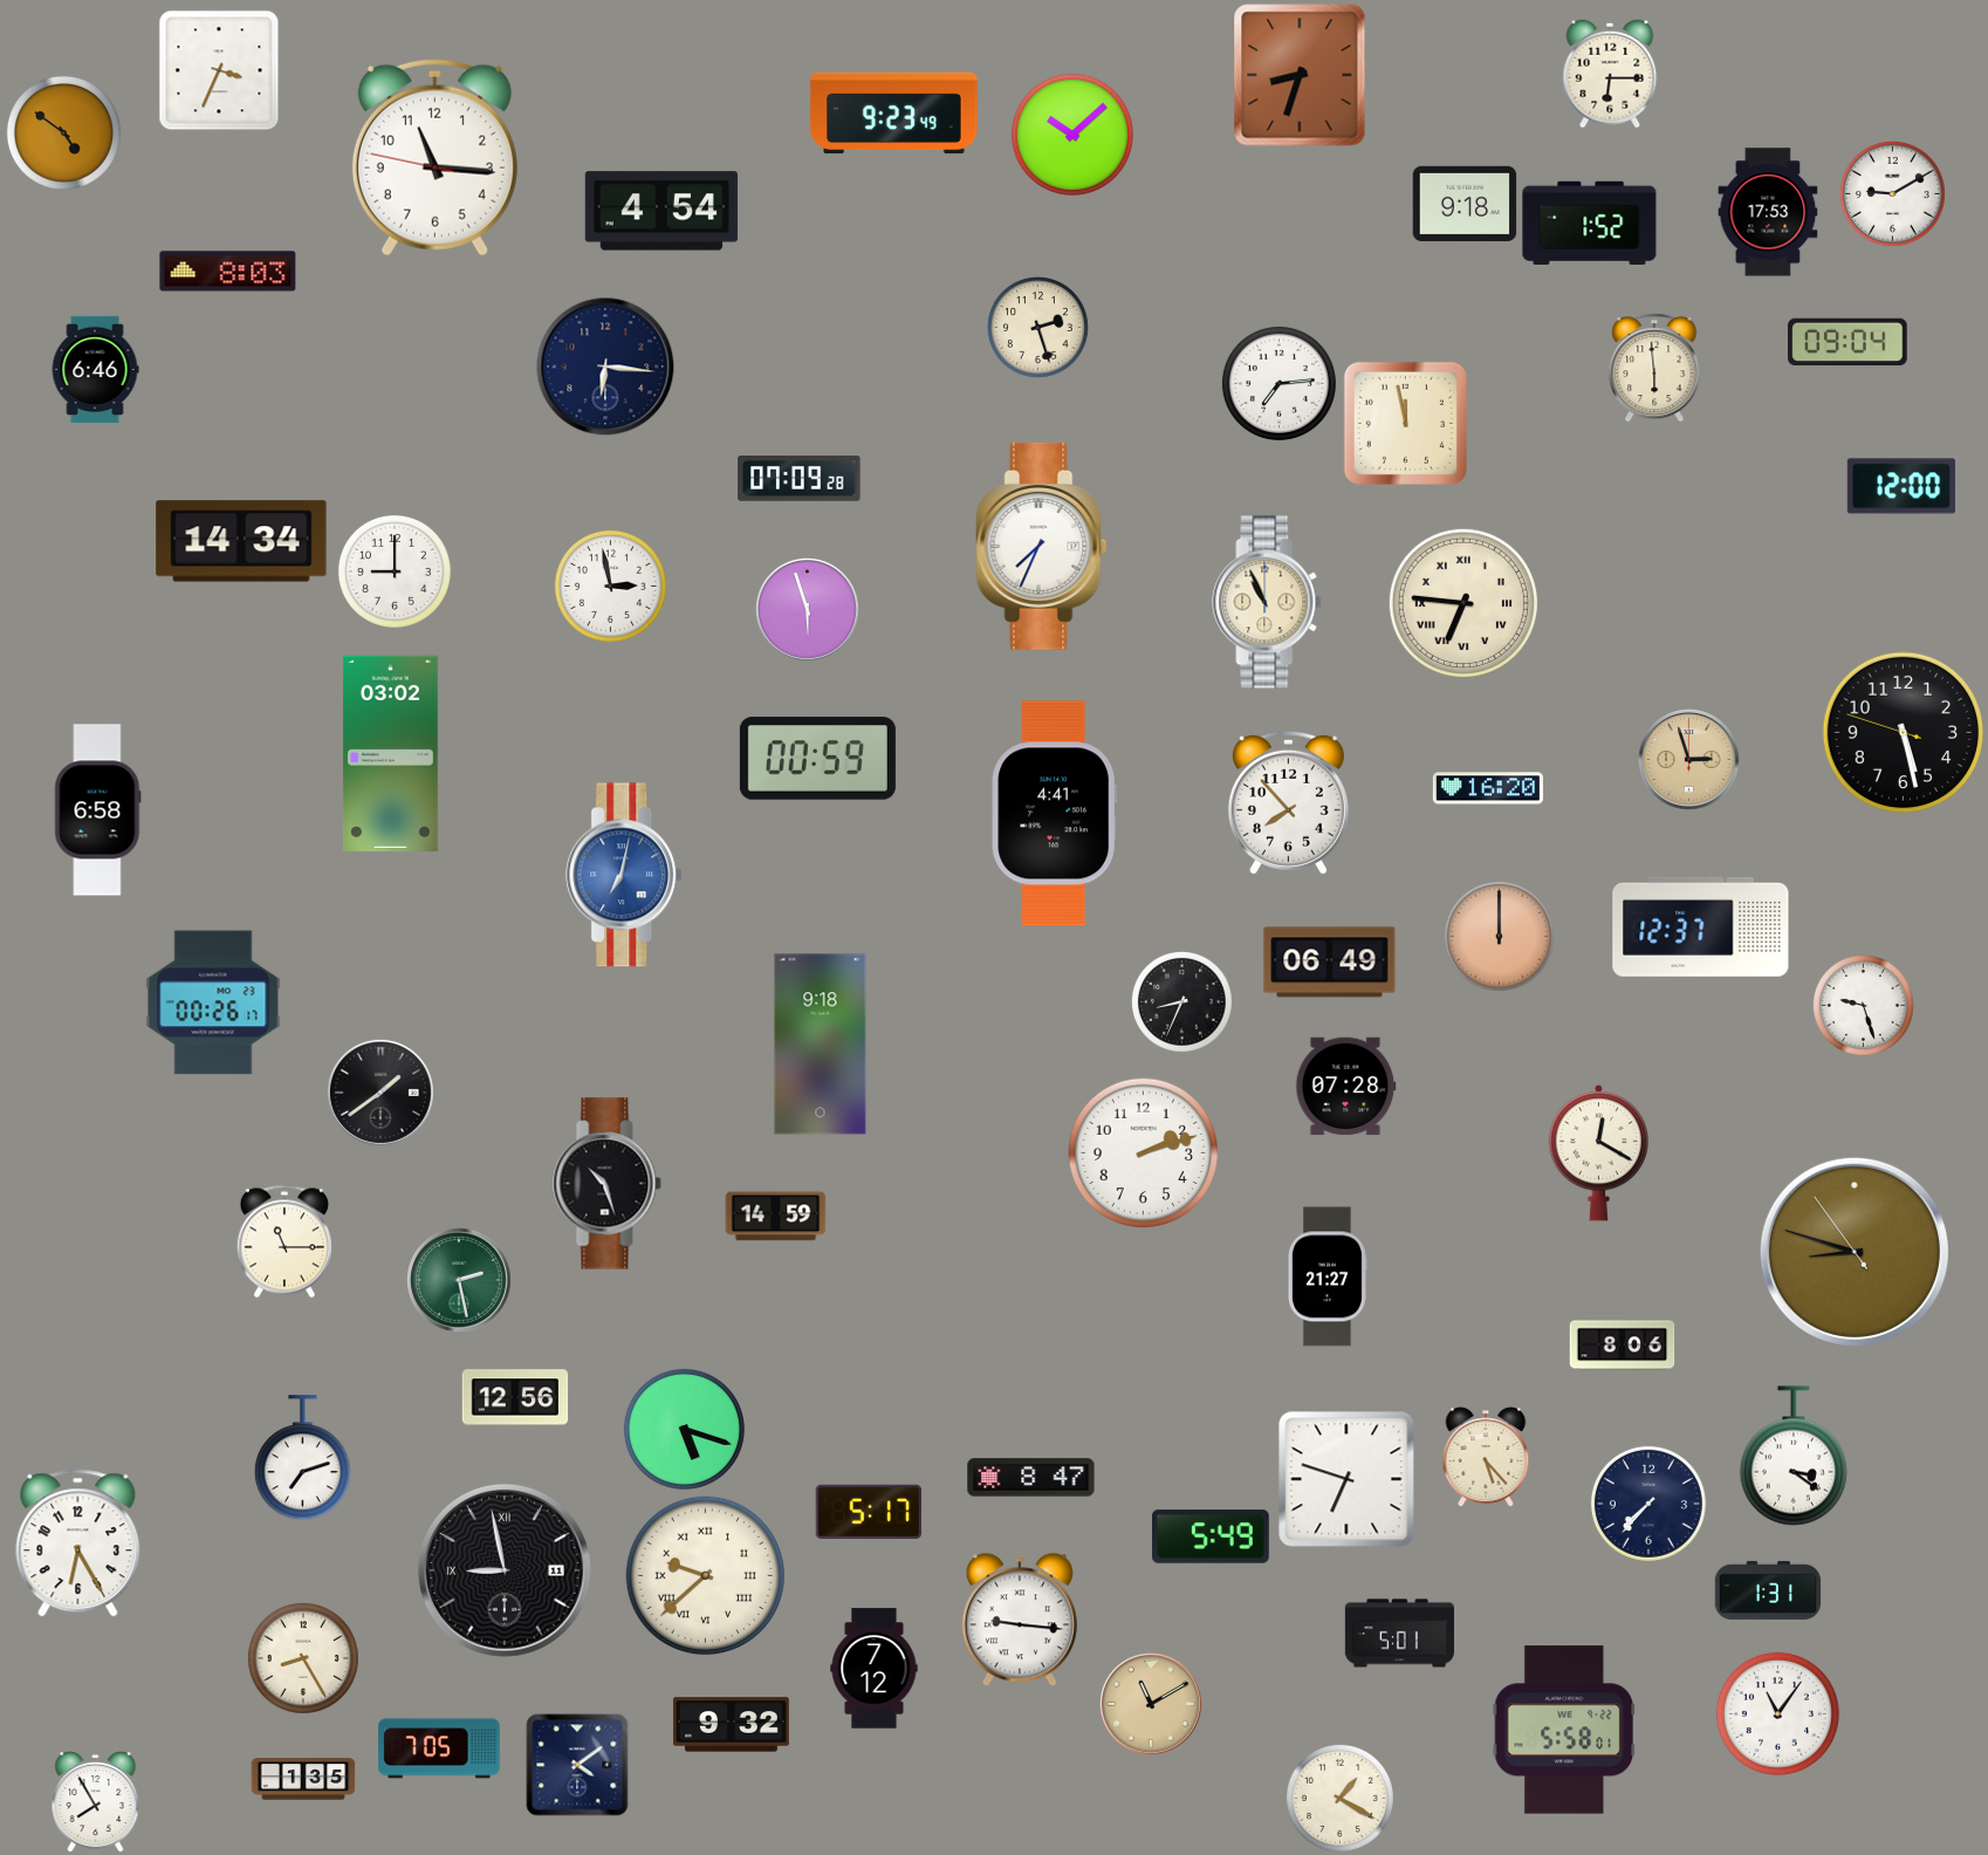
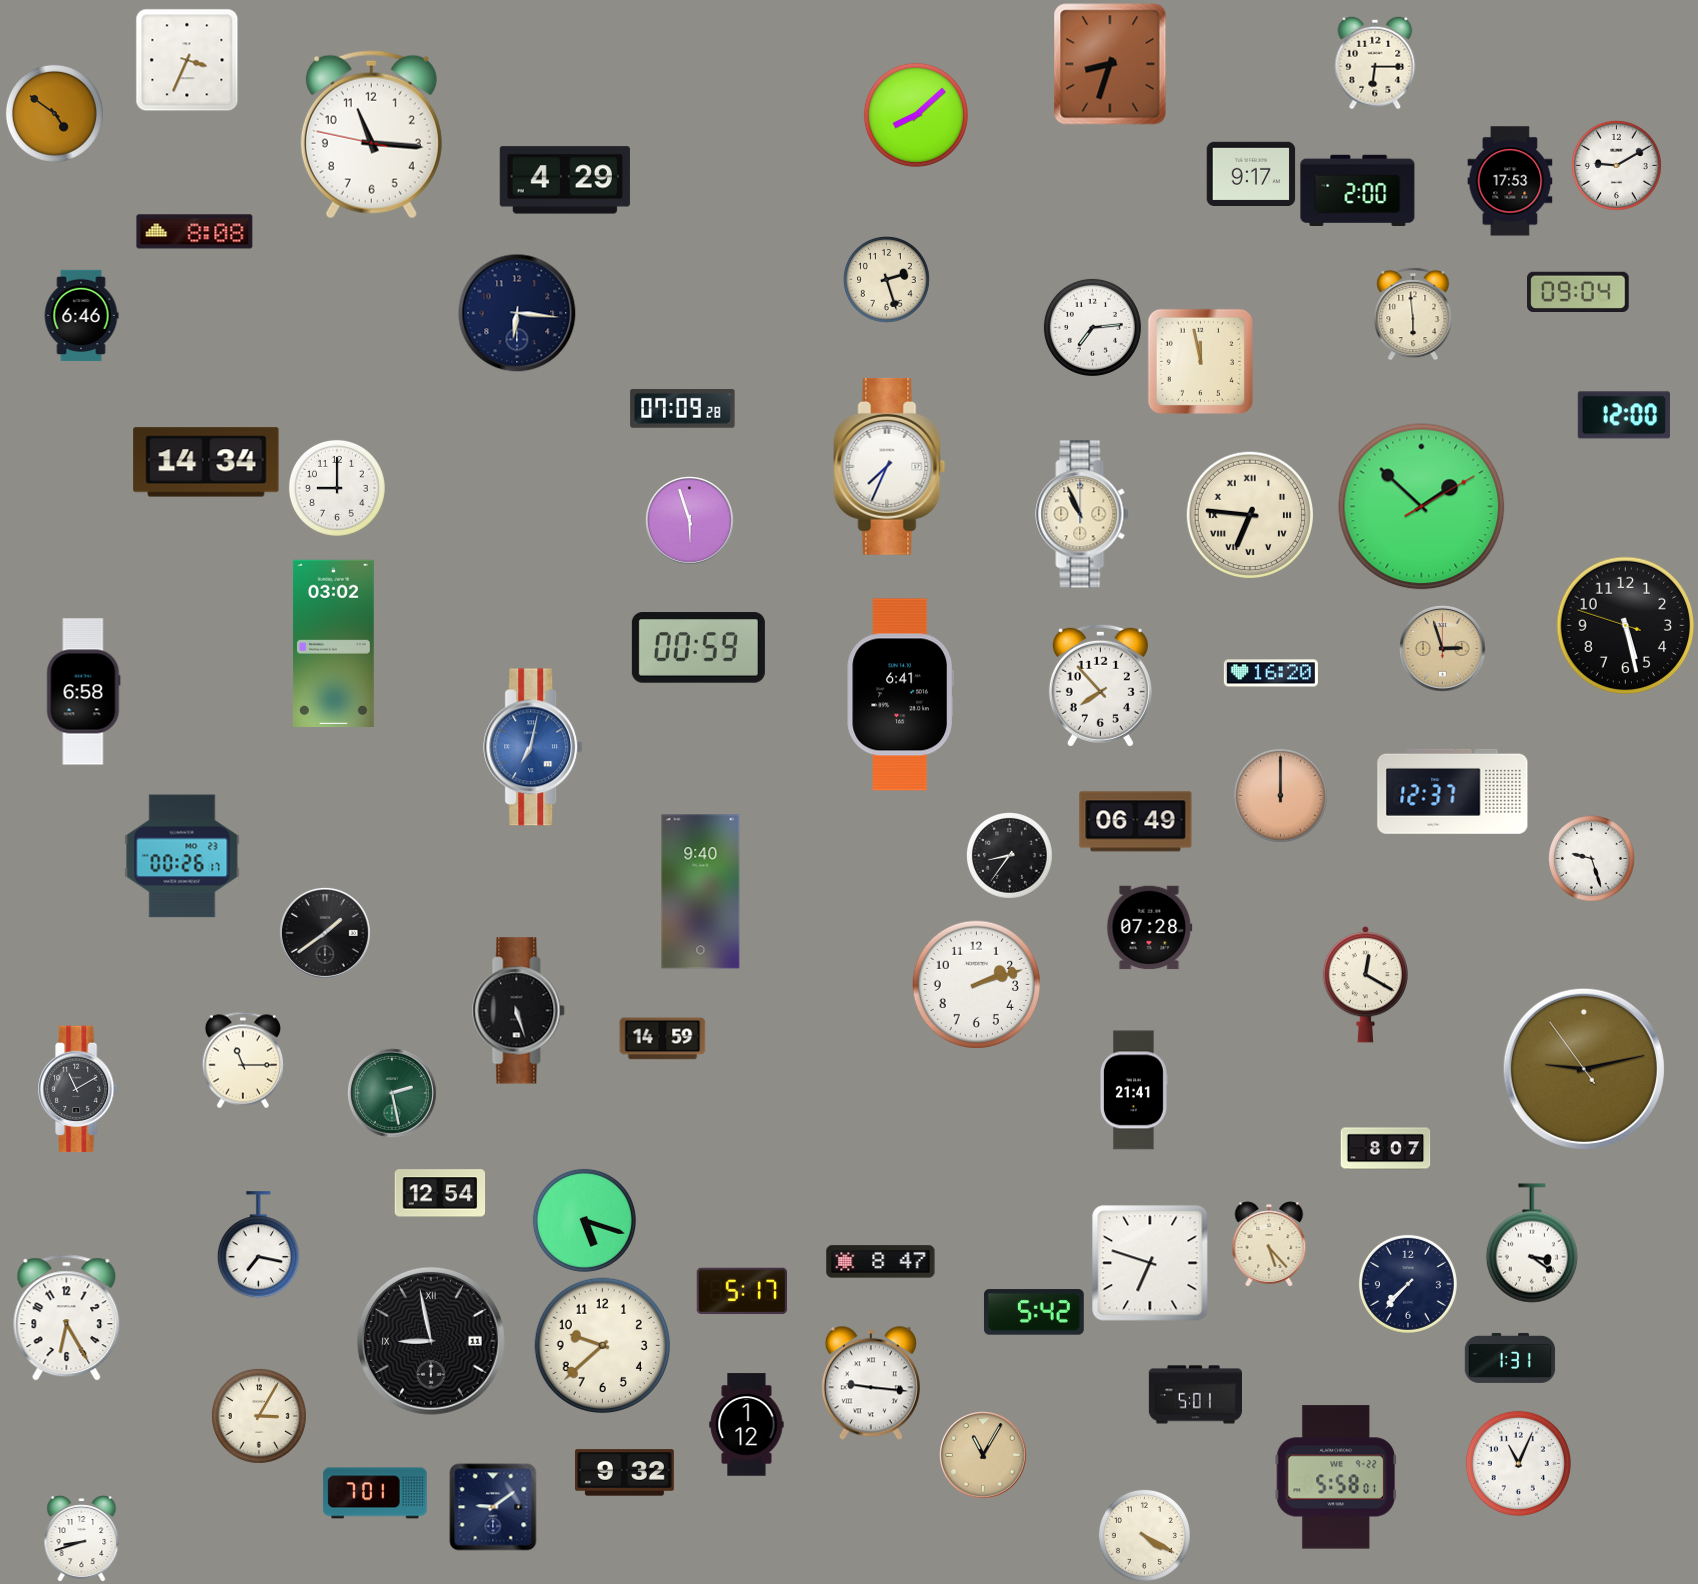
clock at (894, 114): 9:23 -> none
clock at (1072, 135): 10:08 -> 8:08
clock at (1465, 204): 9:18 -> 9:17
clock at (661, 211): 4:54 -> 4:29
clock at (1590, 223): 1:52 -> 2:00
clock at (228, 272): 8:03 -> 8:08
clock at (610, 586): 2:58 -> none
clock at (1422, 507): none -> 1:52
clock at (1054, 814): 4:41 -> 6:41
clock at (1499, 936) position: (1499, 936) -> (1280, 795)
clock at (1182, 1002): 8:34 -> 8:36
clock at (821, 1045): 9:18 -> 9:40
clock at (608, 1184): 10:27 -> 5:27
clock at (1855, 1252): 8:47 -> 9:12
clock at (79, 1089): none -> 11:10
clock at (1328, 1276): 21:27 -> 21:41
clock at (1623, 1346): 8:06 -> 8:07
clock at (515, 1397): 12:56 -> 12:54
clock at (302, 1458): 7:12 -> 7:17
clock at (1211, 1536): 5:49 -> 5:42
clock at (706, 1576) numerals: Roman -> Arabic
clock at (303, 1658): 8:25 -> 3:05
clock at (875, 1669): 7:12 -> 1:12
clock at (1152, 1705): 11:10 -> 11:05
clock at (1777, 1713): 11:06 -> 11:04
clock at (439, 1748): 7:05 -> 7:01
clock at (577, 1765): 4:09 -> 9:09
clock at (303, 1779): 1:35 -> none
clock at (1339, 1798): 1:20 -> 4:20
clock at (96, 1802): 7:55 -> 8:42
